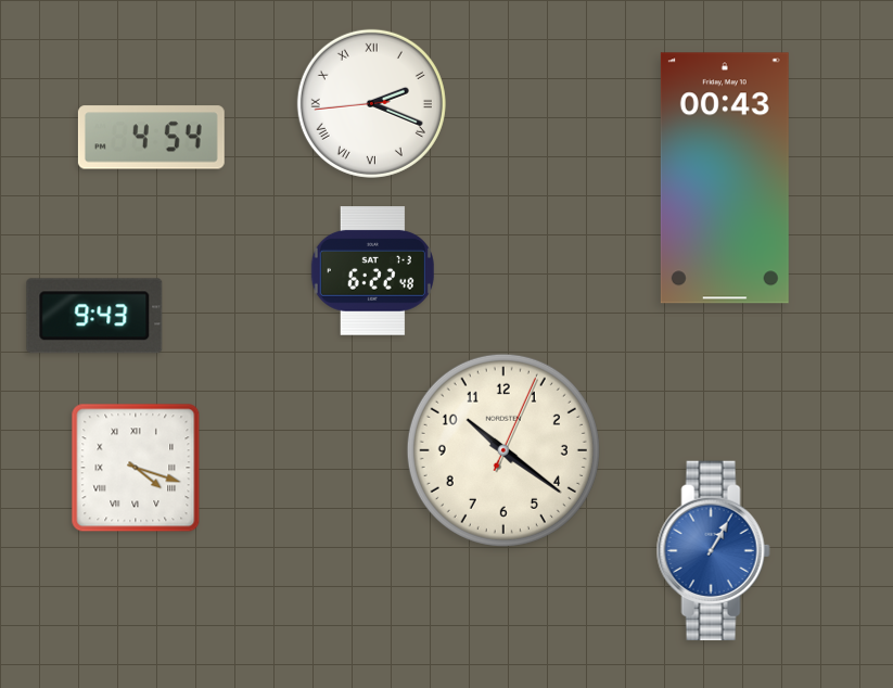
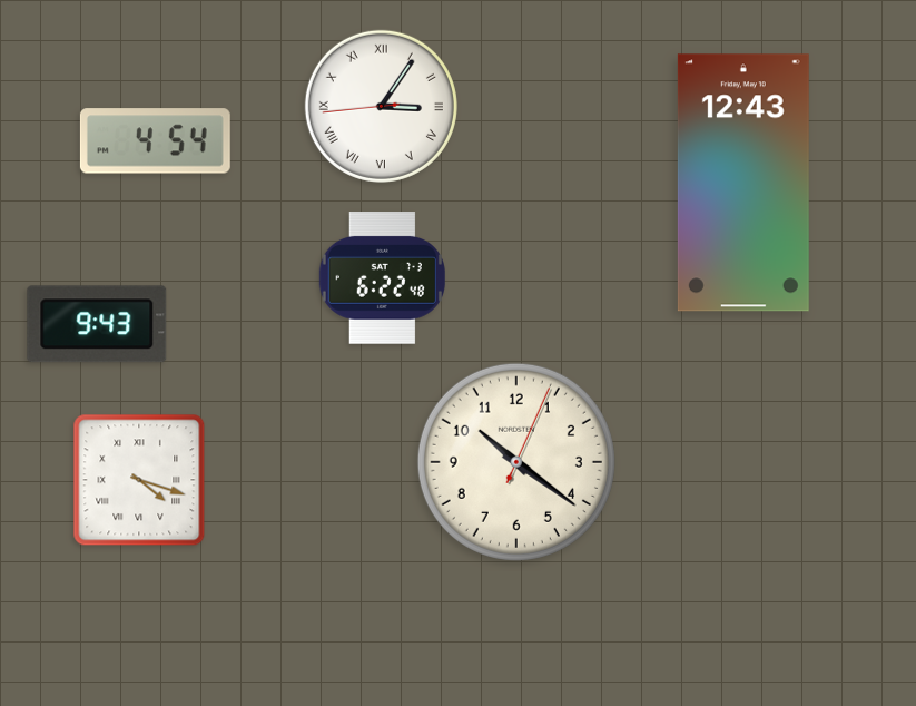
clock at (371, 103): 2:18 -> 3:05
clock at (725, 178): 00:43 -> 12:43
clock at (713, 551): 1:05 -> none
